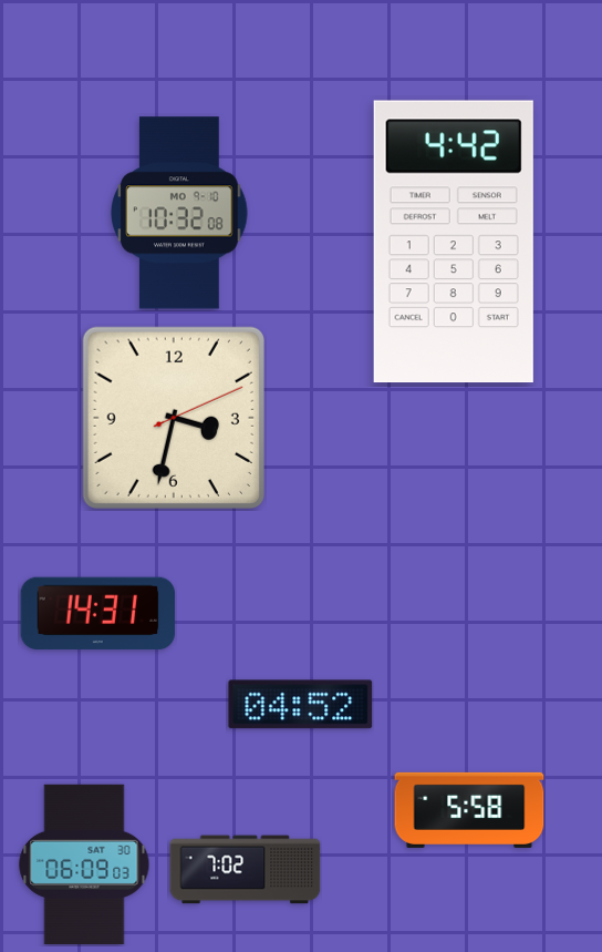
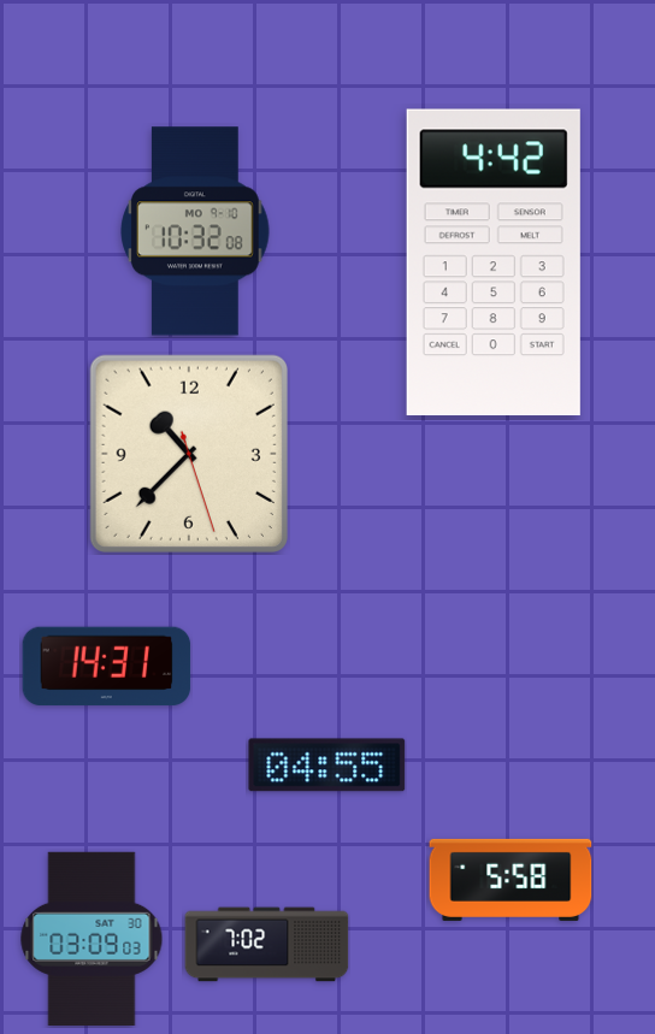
clock at (174, 418): 3:32 -> 10:37
clock at (301, 705): 04:52 -> 04:55
clock at (84, 864): 06:09 -> 03:09
